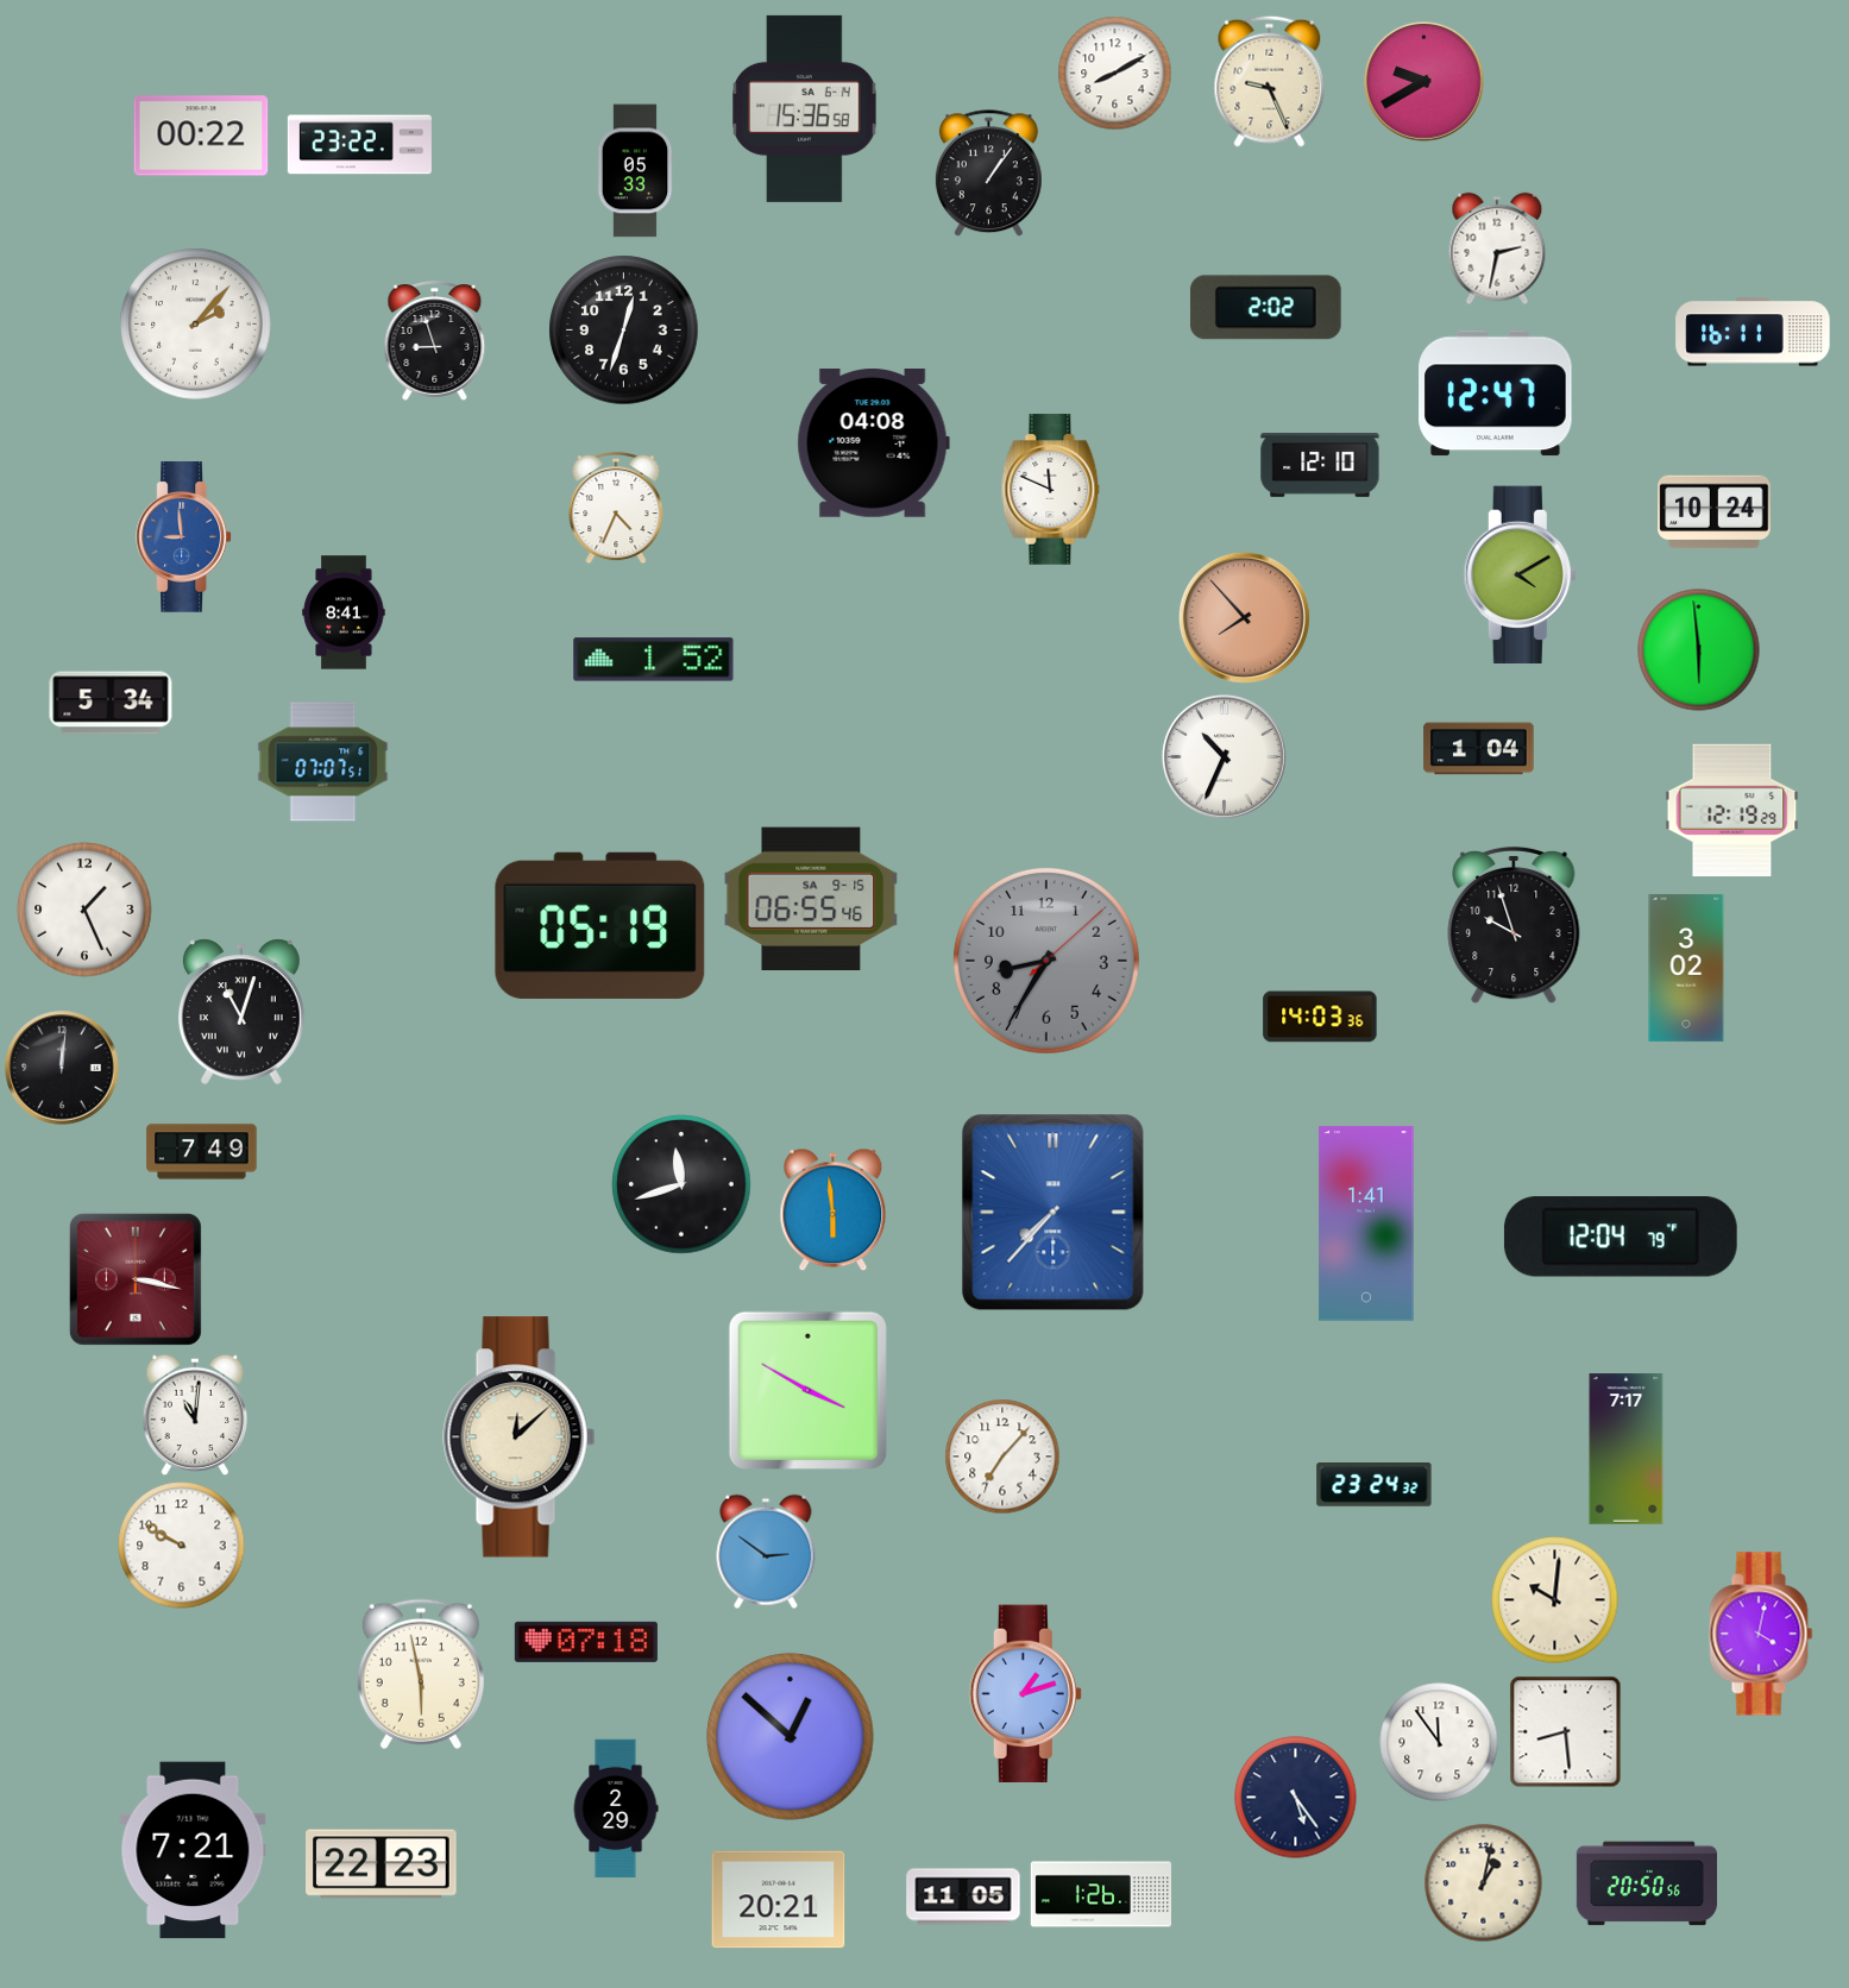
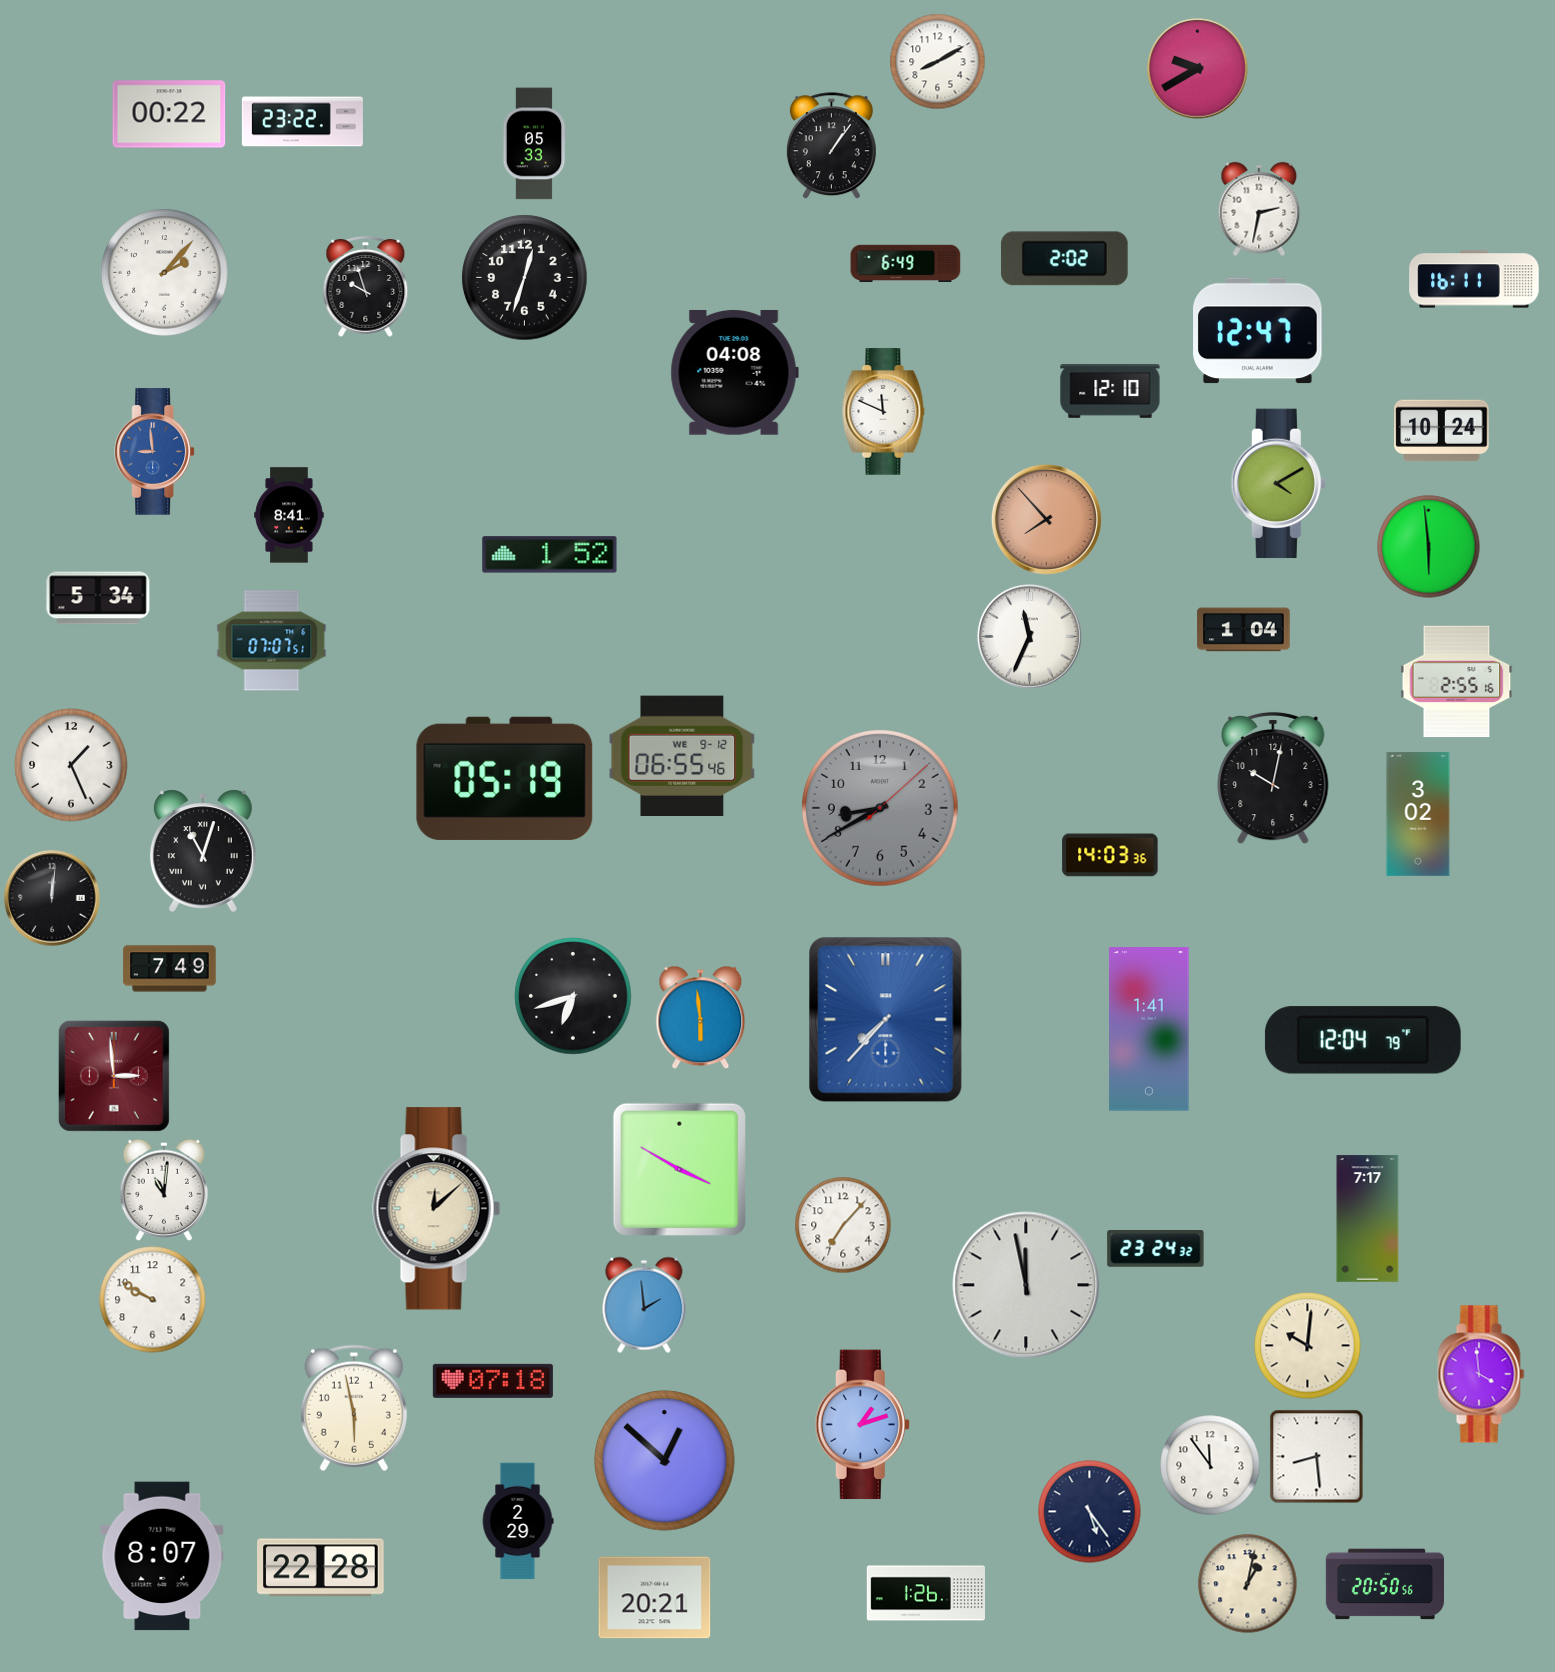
clock at (1270, 81): 9:26 -> none
clock at (805, 108): 15:36 -> none
clock at (906, 264): none -> 6:49
clock at (435, 341): 8:57 -> 9:57
clock at (616, 508): 4:34 -> none
clock at (111, 703) position: (111, 703) -> (98, 598)
clock at (1224, 756): 10:34 -> 11:34
clock at (1732, 811): 12:19 -> 2:55
clock at (811, 899) date: SA 9-15 -> WE 9-12
clock at (1514, 925): 9:57 -> 10:02
clock at (1046, 961): 8:35 -> 8:40
clock at (681, 1184): 11:42 -> 6:42
clock at (136, 1279): 3:17 -> 2:59
clock at (1026, 1285): none -> 11:58
clock at (766, 1552): 2:51 -> 1:59
clock at (1761, 1634): 4:02 -> 3:59
clock at (193, 1850): 7:21 -> 8:07
clock at (382, 1864): 22:23 -> 22:28
clock at (963, 1896): 11:05 -> none
